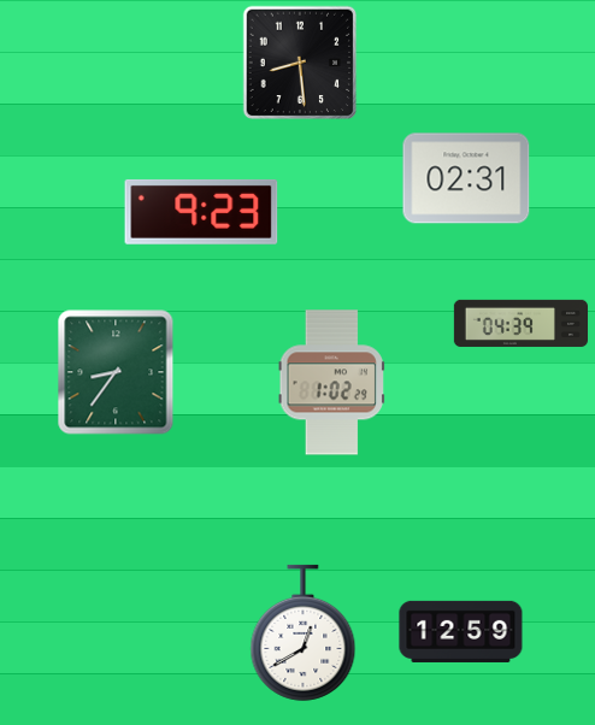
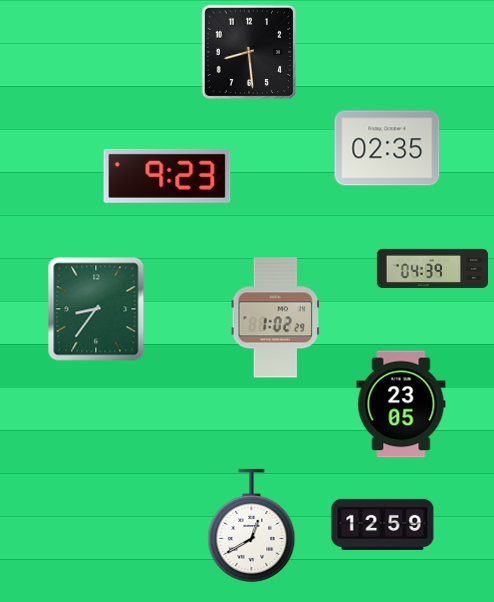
clock at (466, 178): 02:31 -> 02:35
clock at (401, 404): none -> 23:05
